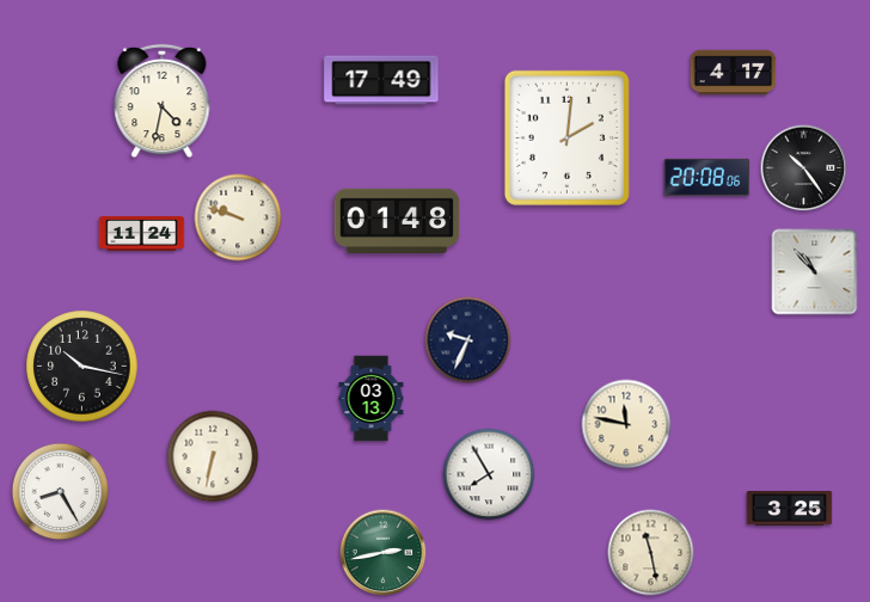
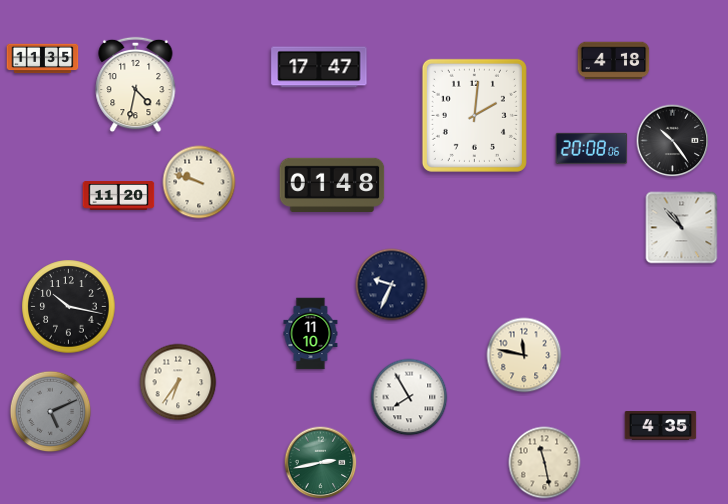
clock at (43, 59): none -> 11:35
clock at (734, 73): 4:17 -> 4:18
clock at (381, 80): 17:49 -> 17:47
clock at (142, 234): 11:24 -> 11:20
clock at (372, 399): 03:13 -> 11:10
clock at (213, 456): 6:32 -> 6:36
clock at (61, 492): 8:25 -> 5:11
clock at (61, 492) dial: white -> grey
clock at (790, 509): 3:25 -> 4:35
